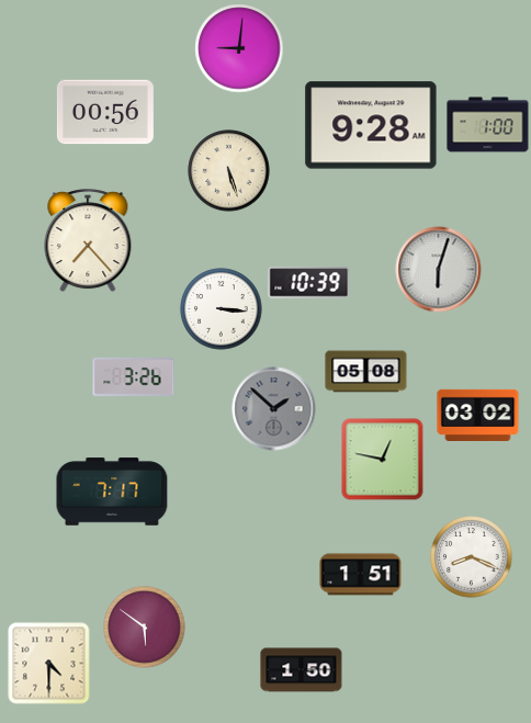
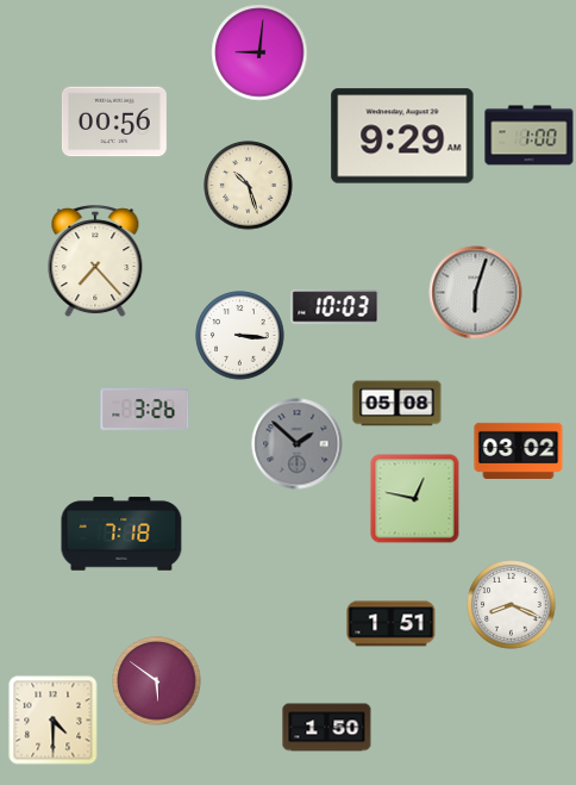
clock at (371, 125): 9:28 -> 9:29
clock at (229, 171): 5:27 -> 10:27
clock at (309, 283): 10:39 -> 10:03
clock at (112, 492): 7:17 -> 7:18
